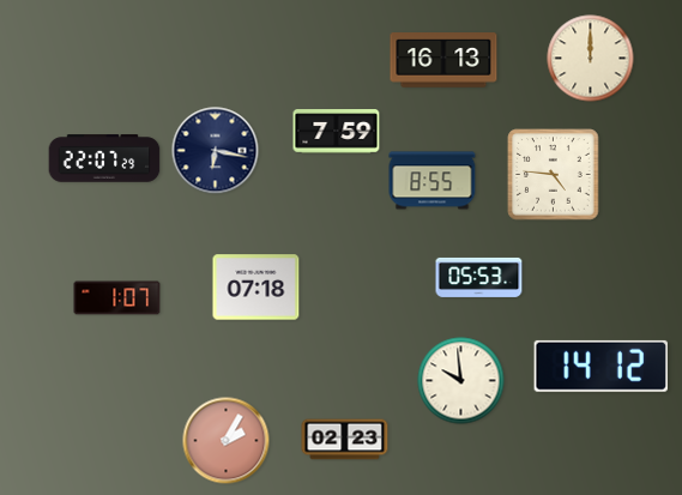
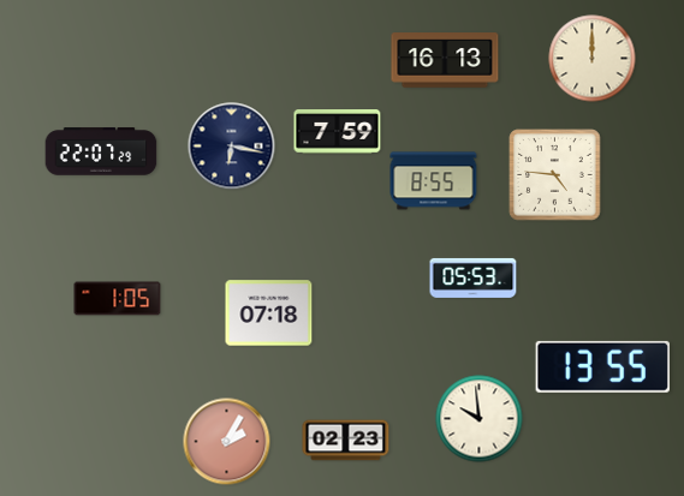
clock at (216, 151) position: (216, 151) -> (232, 147)
clock at (104, 158) position: (104, 158) -> (101, 151)
clock at (479, 277) position: (479, 277) -> (474, 277)
clock at (256, 288) position: (256, 288) -> (269, 313)
clock at (117, 298): 1:07 -> 1:05
clock at (600, 366): 14:12 -> 13:55
clock at (461, 381) position: (461, 381) -> (480, 419)
